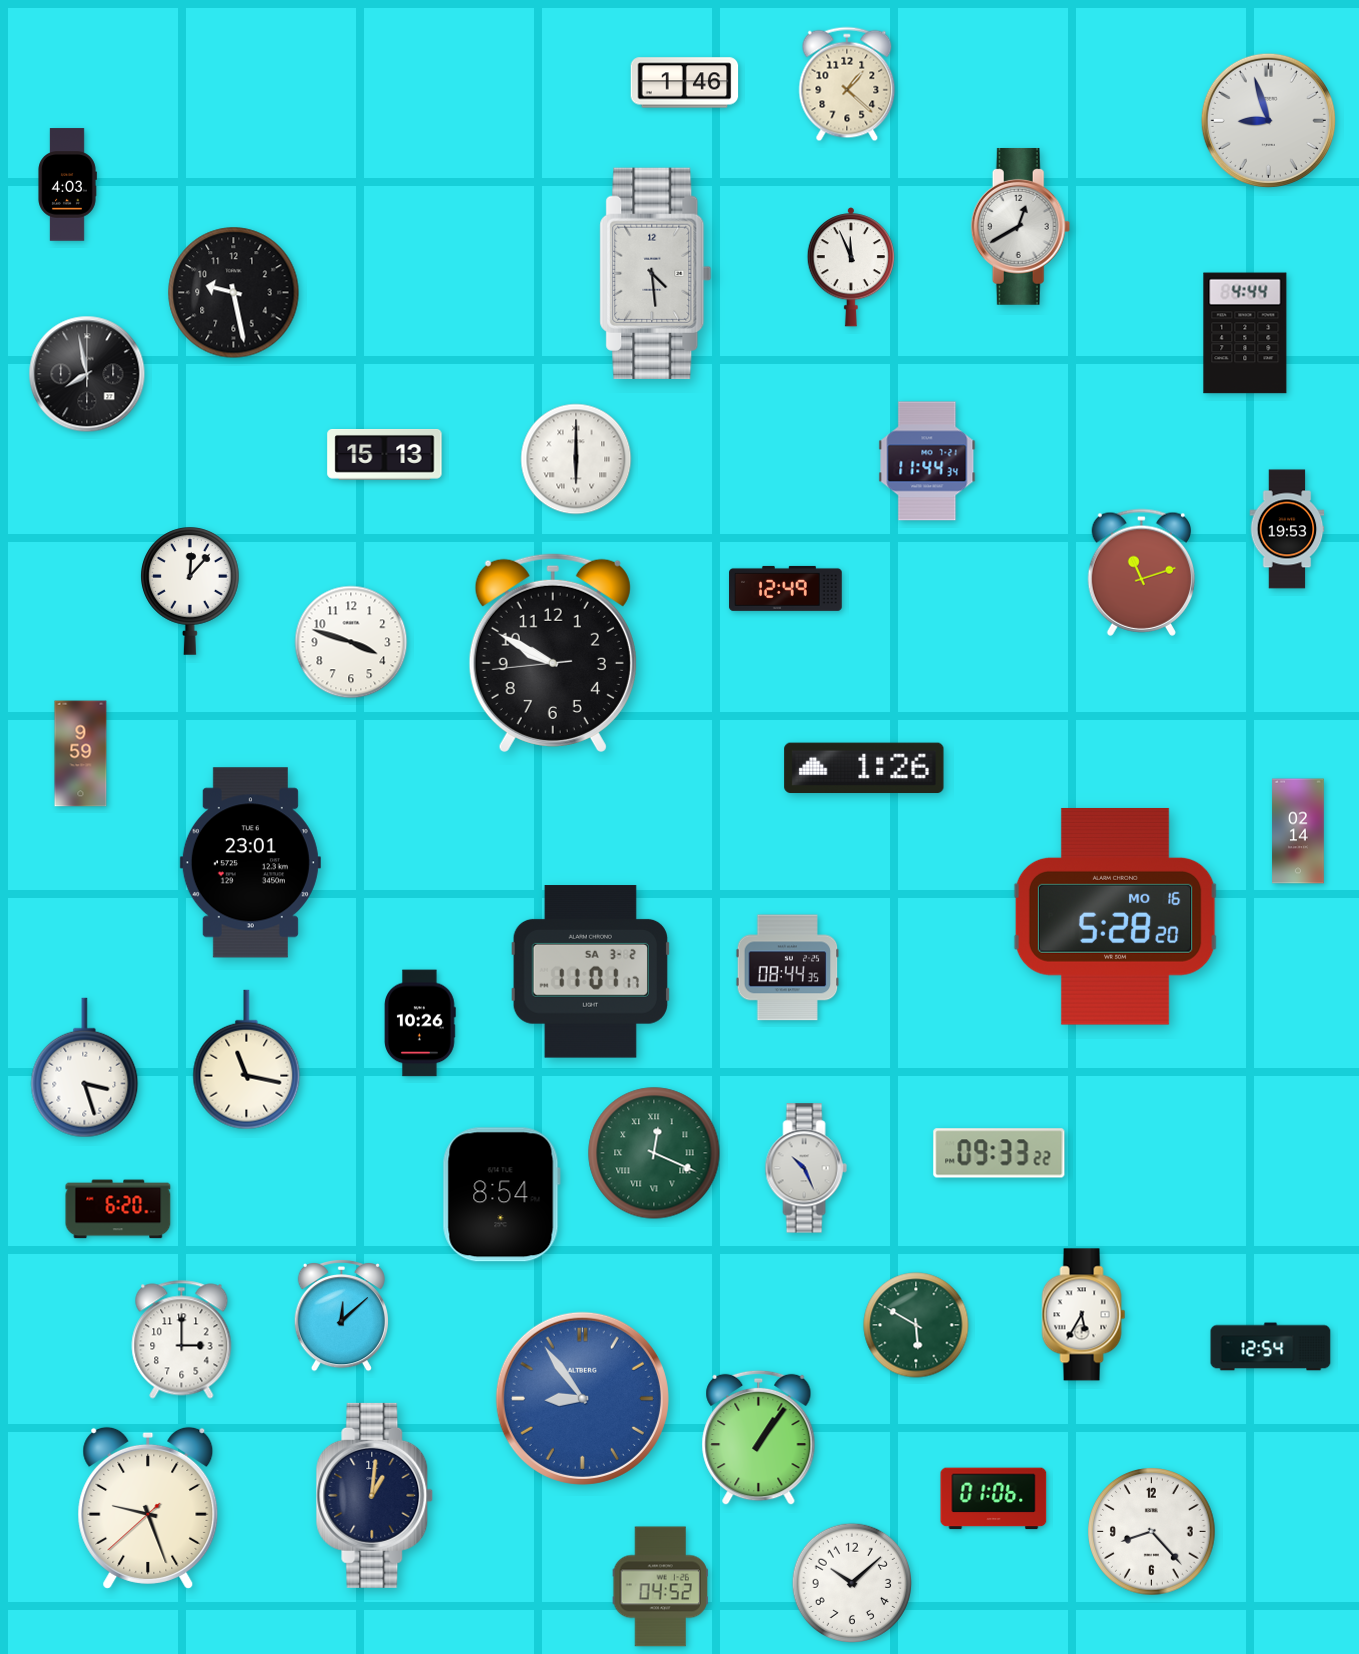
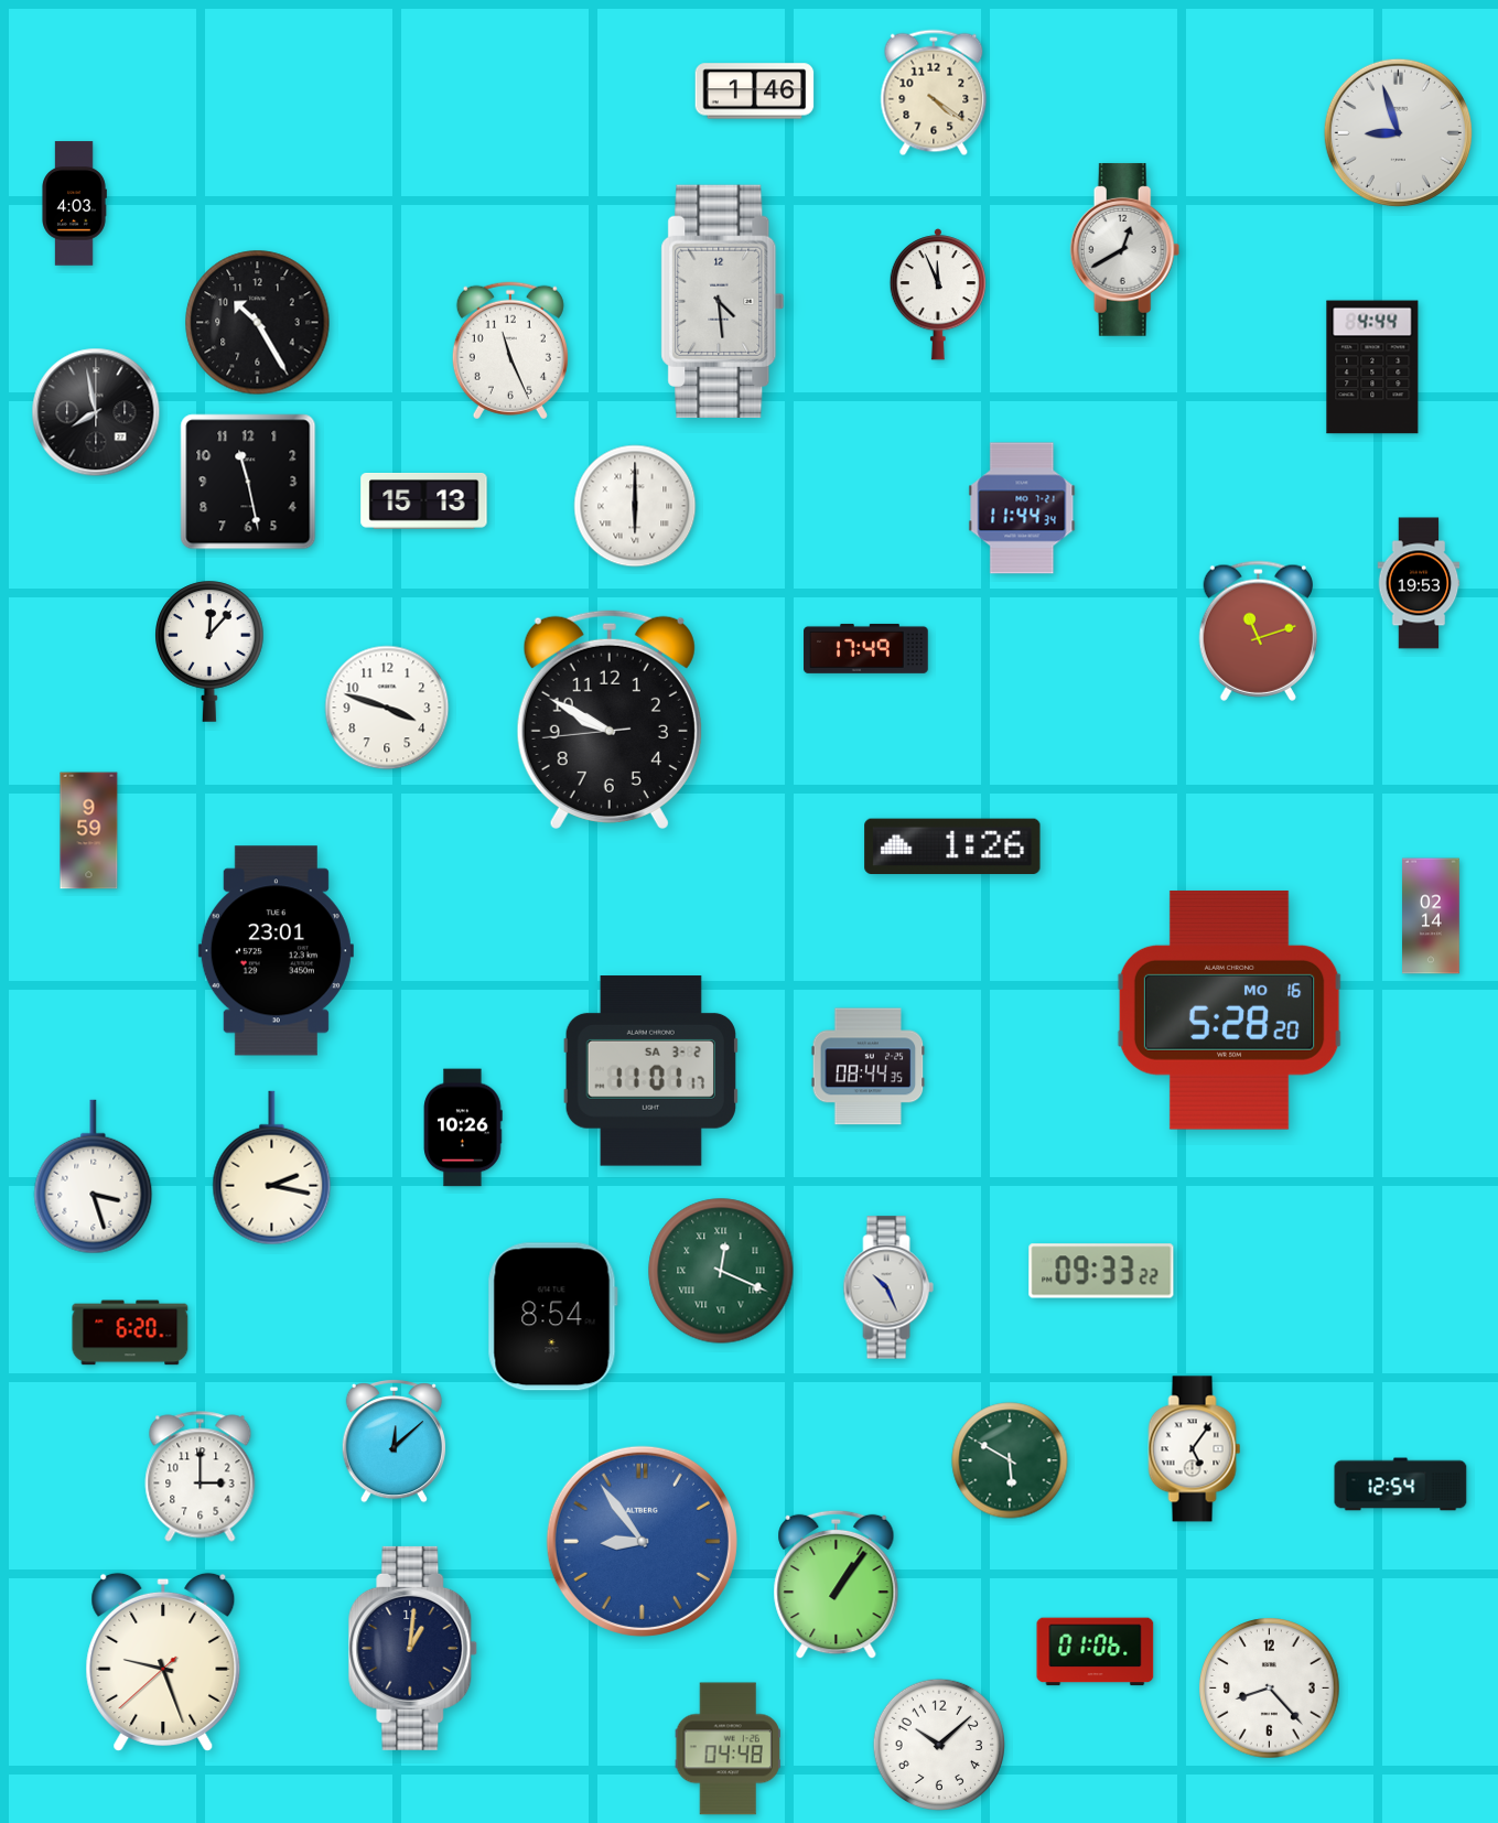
clock at (847, 84): 1:22 -> 4:21
clock at (234, 293): 9:28 -> 10:25
clock at (510, 350): none -> 11:26
clock at (248, 482): none -> 11:28
clock at (786, 588): 12:49 -> 17:49
clock at (247, 1060): 11:17 -> 2:17
clock at (1084, 1315): 5:35 -> 5:06
clock at (341, 1316) position: (341, 1316) -> (394, 1442)
clock at (660, 1587): 04:52 -> 04:48
